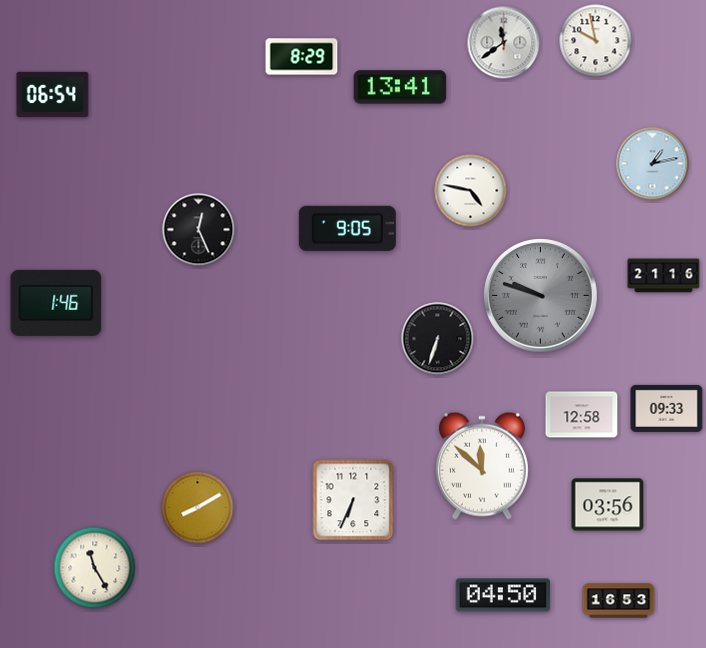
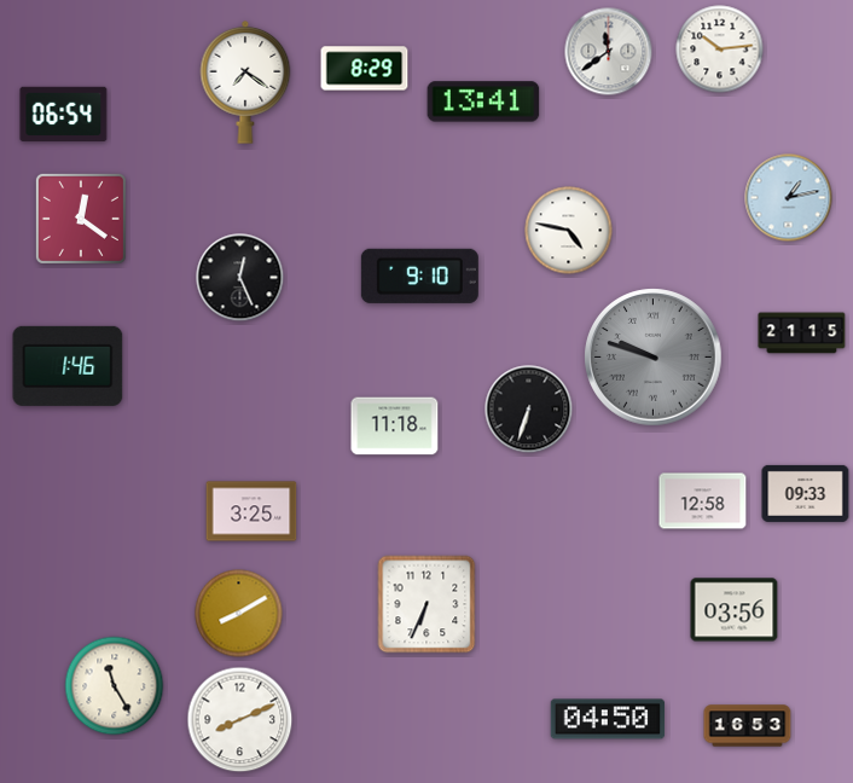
clock at (596, 41): 9:58 -> 10:14
clock at (245, 82): none -> 7:21
clock at (400, 87) position: (400, 87) -> (483, 101)
clock at (81, 219): none -> 12:21
clock at (347, 228): 9:05 -> 9:10
clock at (664, 276): 21:16 -> 21:15
clock at (395, 427): none -> 11:18
clock at (251, 511): none -> 3:25
clock at (482, 466): 11:52 -> none
clock at (240, 720): none -> 8:11
